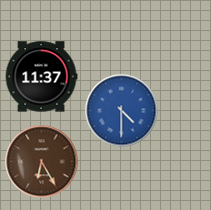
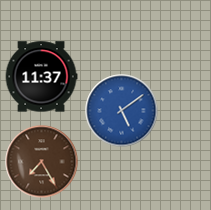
clock at (122, 111): 4:30 -> 5:09
clock at (42, 162): 6:25 -> 7:25
